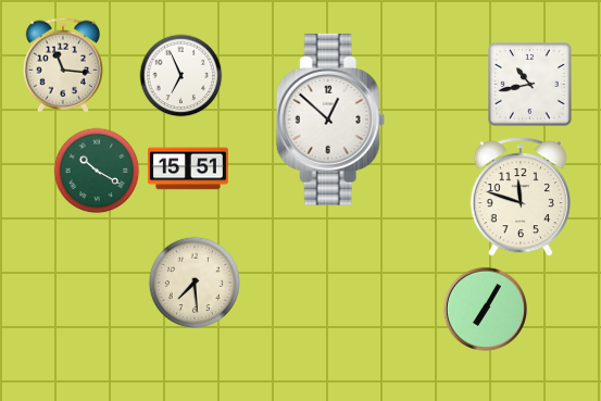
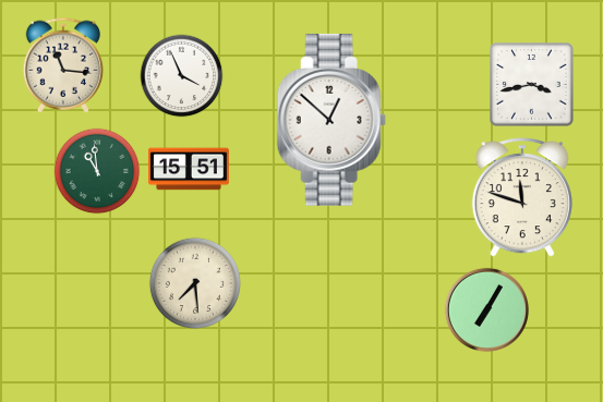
clock at (181, 76): 6:56 -> 3:56
clock at (530, 85): 10:43 -> 3:43
clock at (97, 171): 10:20 -> 10:59
